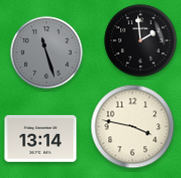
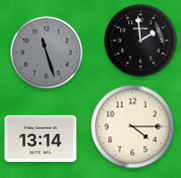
clock at (133, 127): 3:47 -> 4:15
